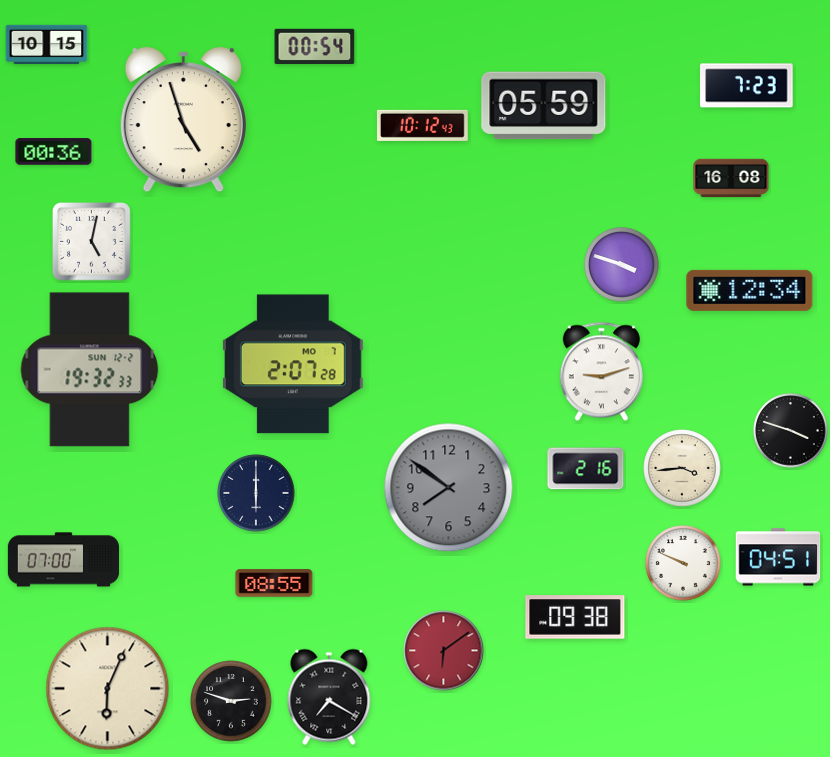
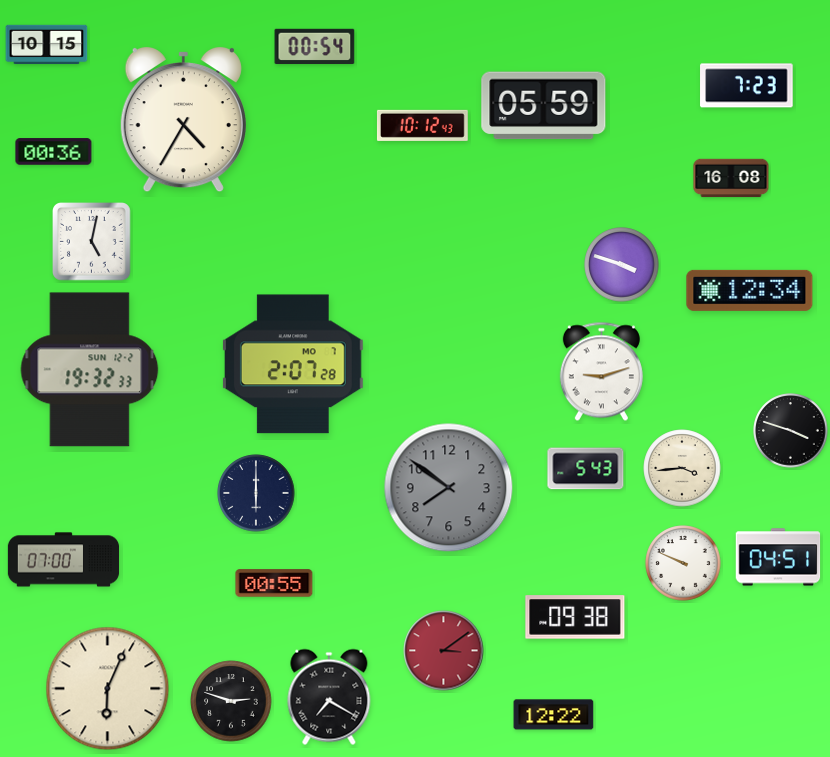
clock at (183, 120): 4:57 -> 4:35
clock at (586, 469): 2:16 -> 5:43
clock at (274, 583): 08:55 -> 00:55
clock at (444, 651): 6:09 -> 3:09
clock at (554, 715): none -> 12:22
